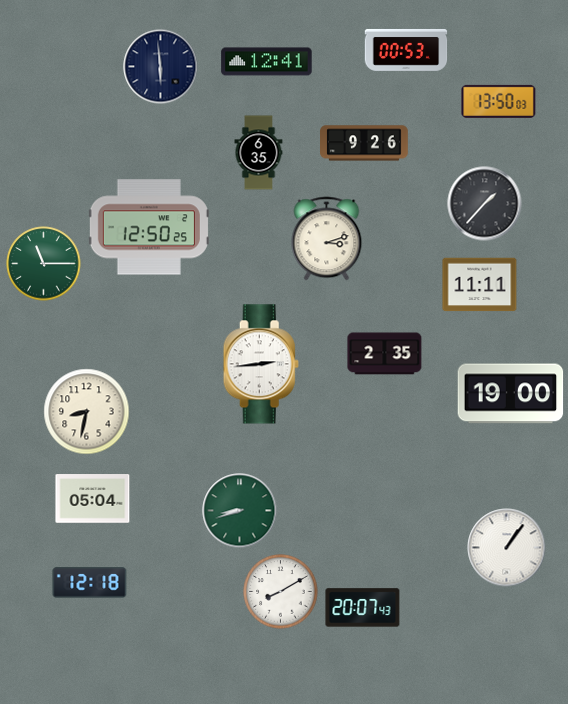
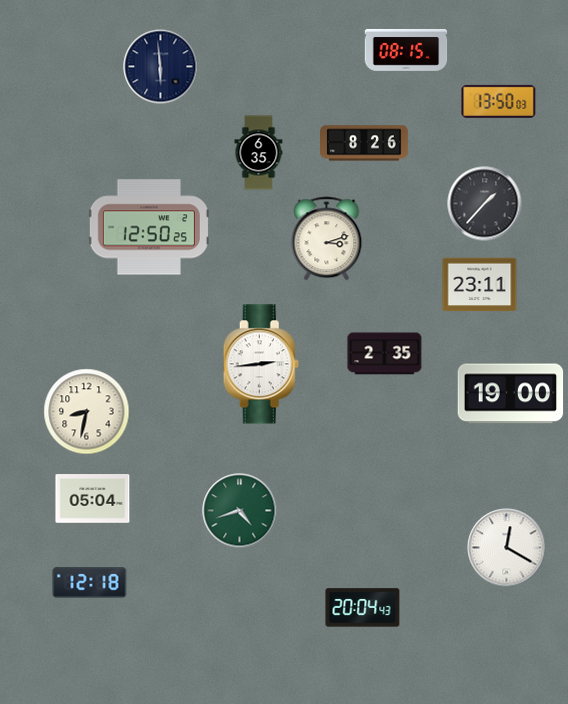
clock at (406, 50): 00:53 -> 08:15
clock at (267, 62): 12:41 -> none
clock at (364, 143): 9:26 -> 8:26
clock at (44, 264): 11:15 -> none
clock at (480, 285): 11:11 -> 23:11
clock at (240, 511): 8:42 -> 4:42
clock at (507, 548): 1:06 -> 12:20
clock at (281, 592): 8:10 -> none
clock at (363, 608): 20:07 -> 20:04
